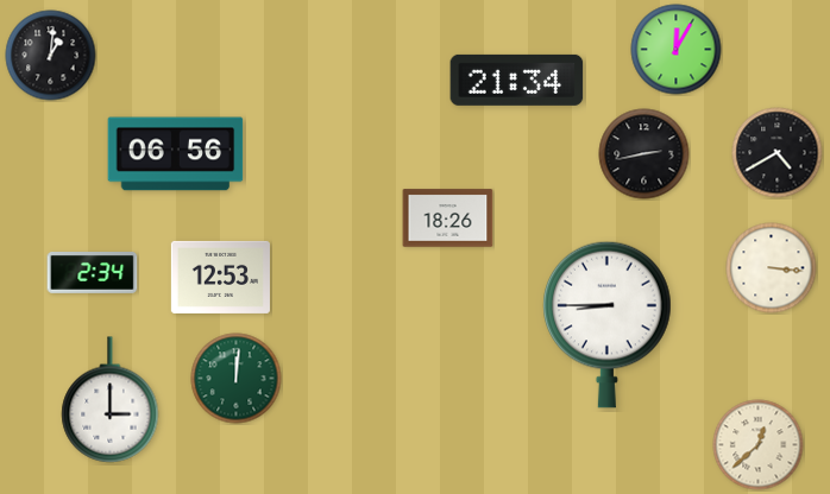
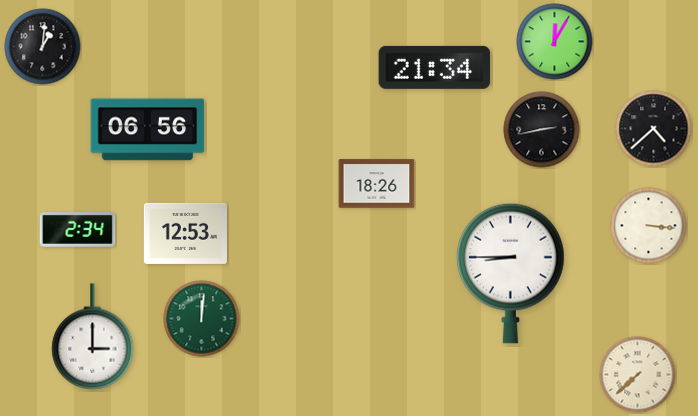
clock at (677, 50) position: (677, 50) -> (555, 42)
clock at (778, 153): 4:40 -> 4:38
clock at (237, 379) position: (237, 379) -> (202, 319)
clock at (759, 445): 12:38 -> 7:38
